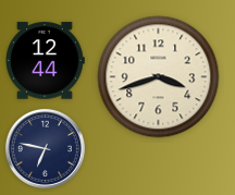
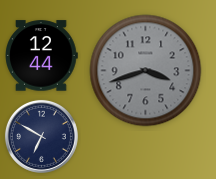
clock at (159, 77) dial: cream -> grey
clock at (45, 148): 6:47 -> 6:50
